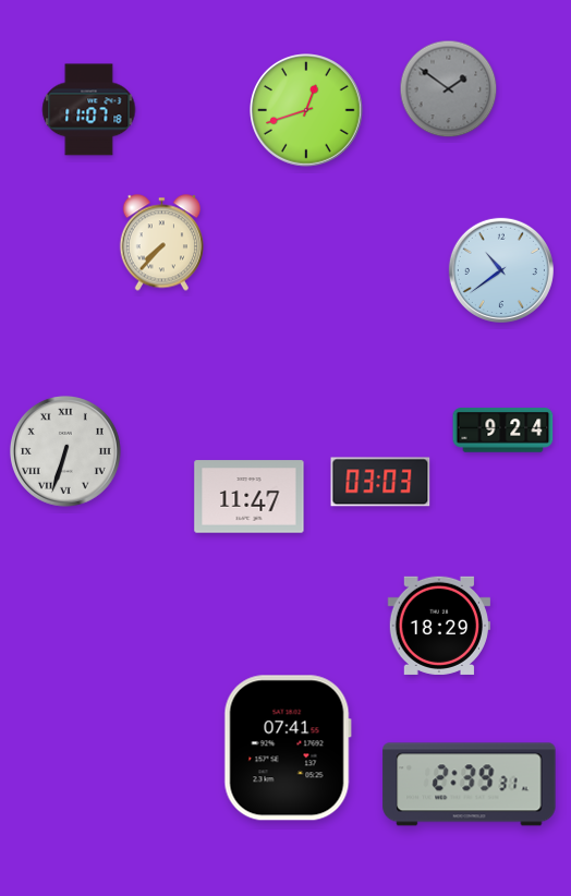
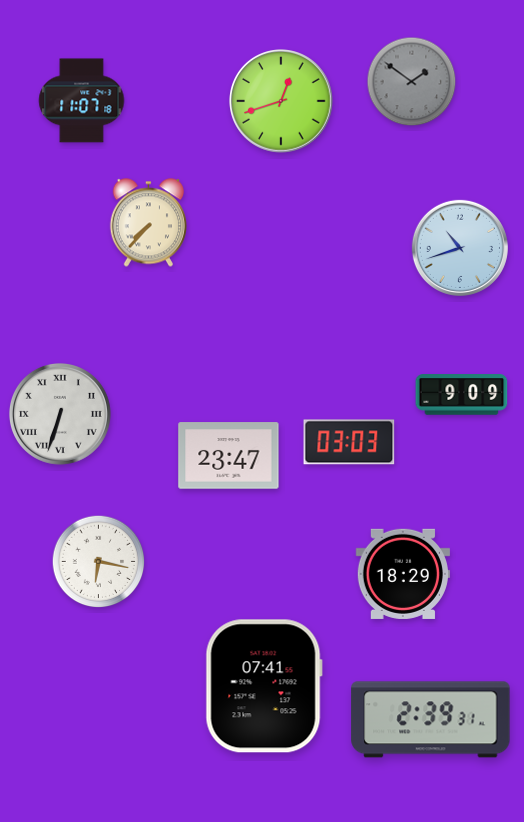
clock at (501, 270): 10:39 -> 10:42
clock at (503, 431): 9:24 -> 9:09
clock at (250, 497): 11:47 -> 23:47
clock at (99, 562): none -> 6:17
